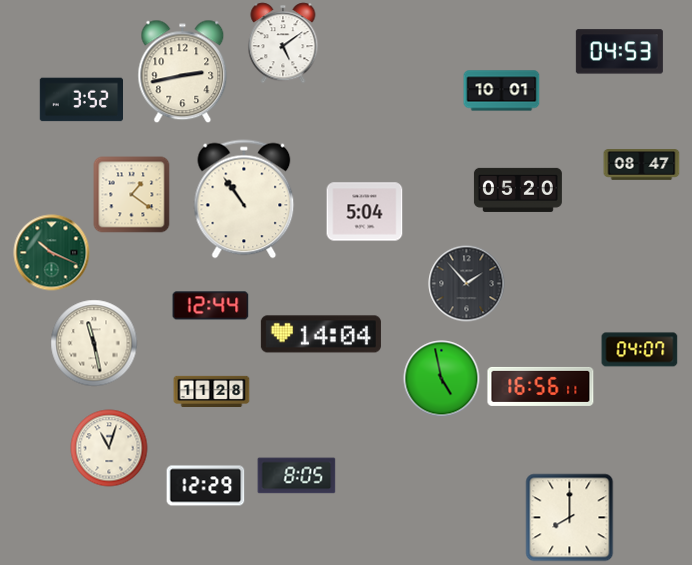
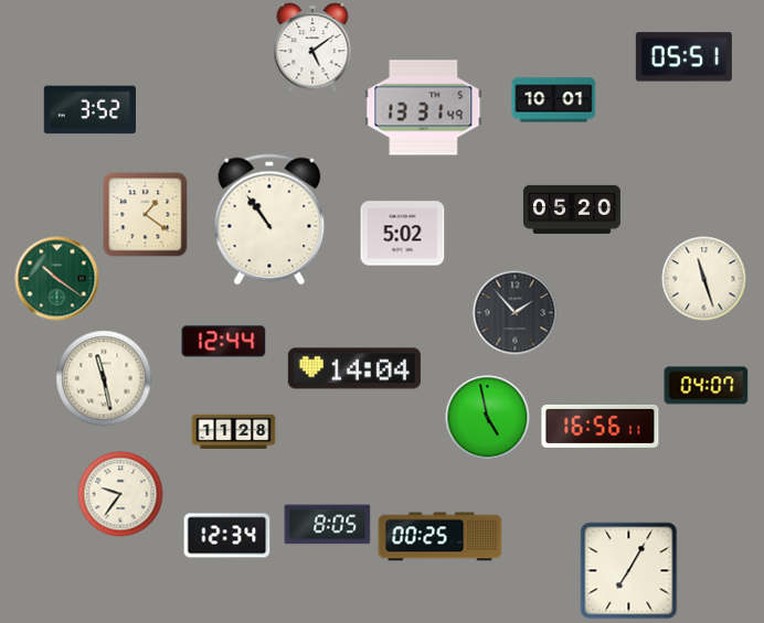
clock at (619, 52): 04:53 -> 05:51
clock at (183, 72): 2:43 -> none
clock at (424, 108): none -> 13:31
clock at (642, 165): 08:47 -> none
clock at (365, 212): 5:04 -> 5:02
clock at (52, 253): 10:19 -> 10:21
clock at (704, 279): none -> 11:27
clock at (211, 306) position: (211, 306) -> (224, 342)
clock at (541, 386) position: (541, 386) -> (601, 426)
clock at (109, 448): 11:03 -> 9:36
clock at (206, 486): 12:29 -> 12:34
clock at (441, 537): none -> 00:25
clock at (570, 518): 8:00 -> 7:05
